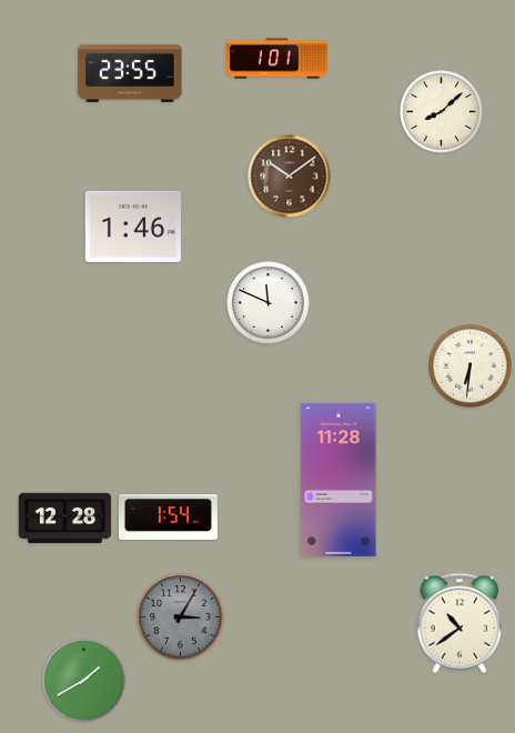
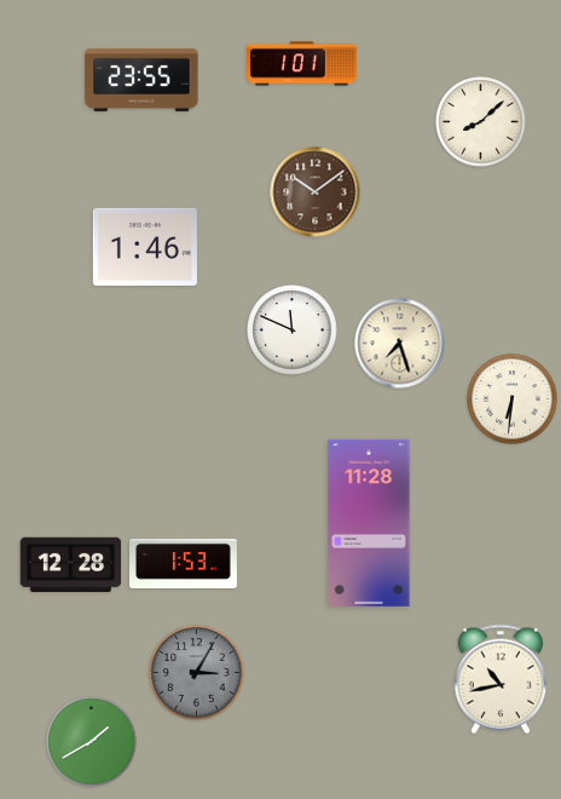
clock at (400, 344): none -> 7:27
clock at (169, 516): 1:54 -> 1:53
clock at (460, 623): 10:39 -> 10:43
